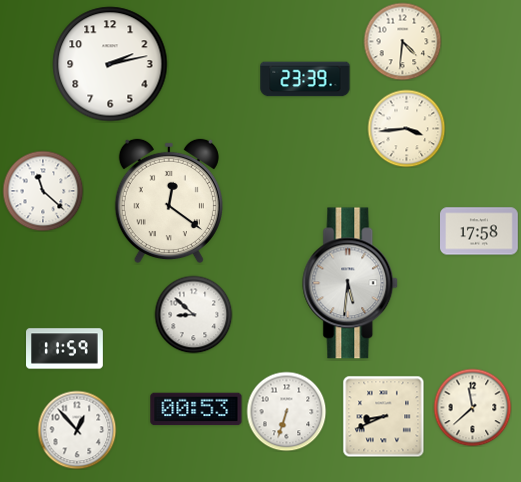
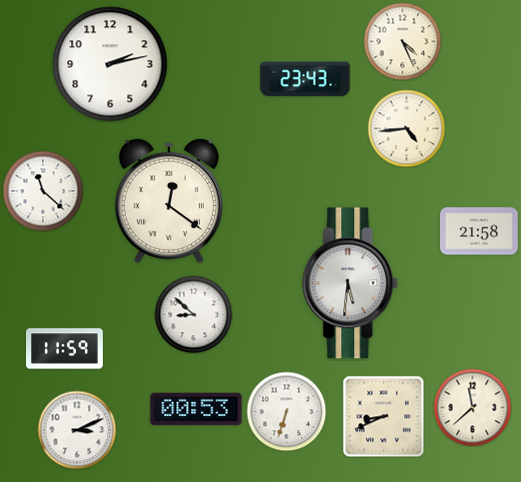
clock at (402, 41): 4:31 -> 4:26
clock at (305, 79): 23:39 -> 23:43
clock at (406, 128): 3:44 -> 4:44
clock at (480, 231): 17:58 -> 21:58
clock at (77, 430): 12:53 -> 3:11
